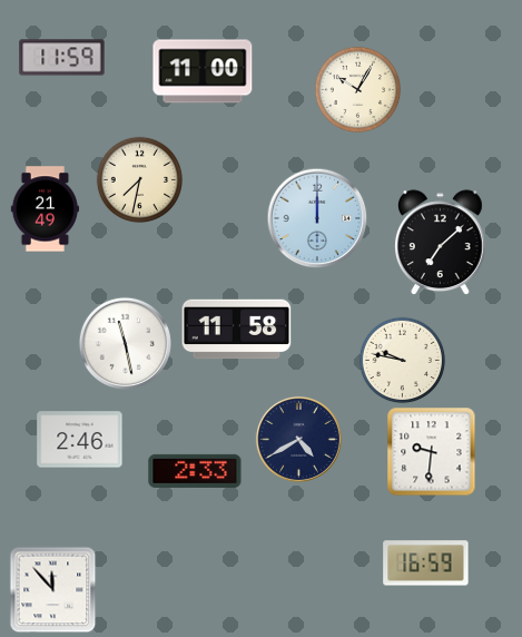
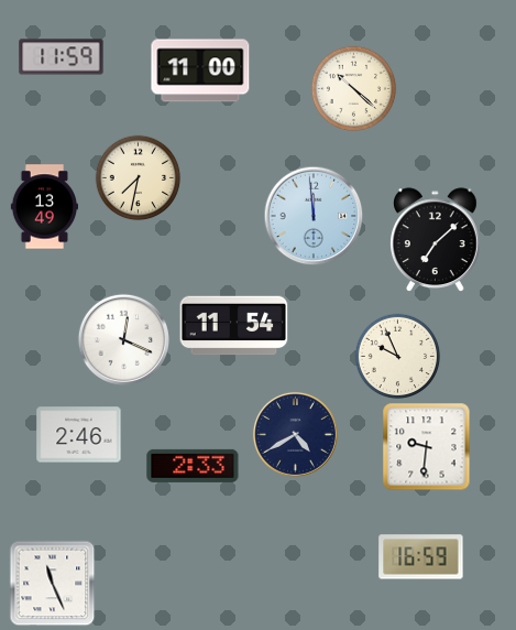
clock at (357, 89): 10:05 -> 10:22
clock at (45, 209): 21:49 -> 13:49
clock at (317, 218): 12:00 -> 11:59
clock at (237, 330): 11:58 -> 11:54
clock at (125, 343): 11:28 -> 12:19
clock at (402, 360): 9:47 -> 9:56
clock at (52, 589): 11:53 -> 11:26
